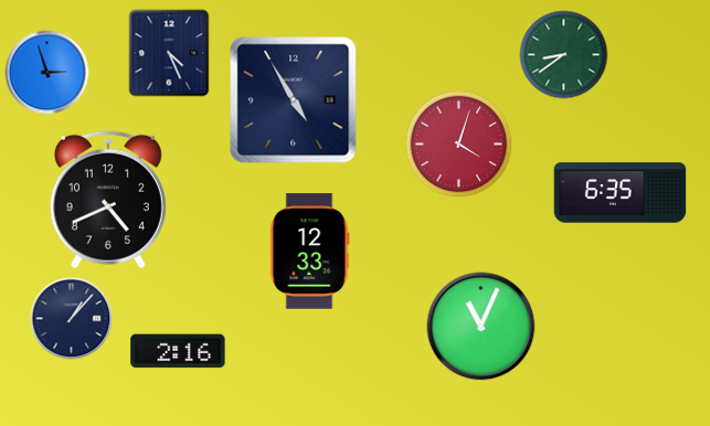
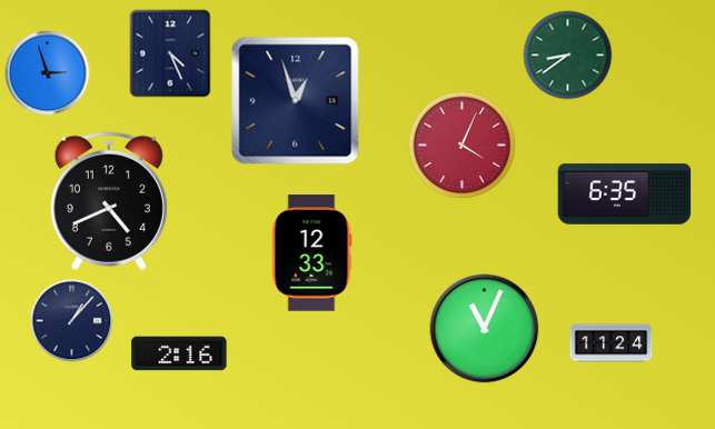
clock at (294, 100): 4:55 -> 12:57
clock at (459, 145): 4:03 -> 4:04
clock at (612, 343): none -> 11:24
